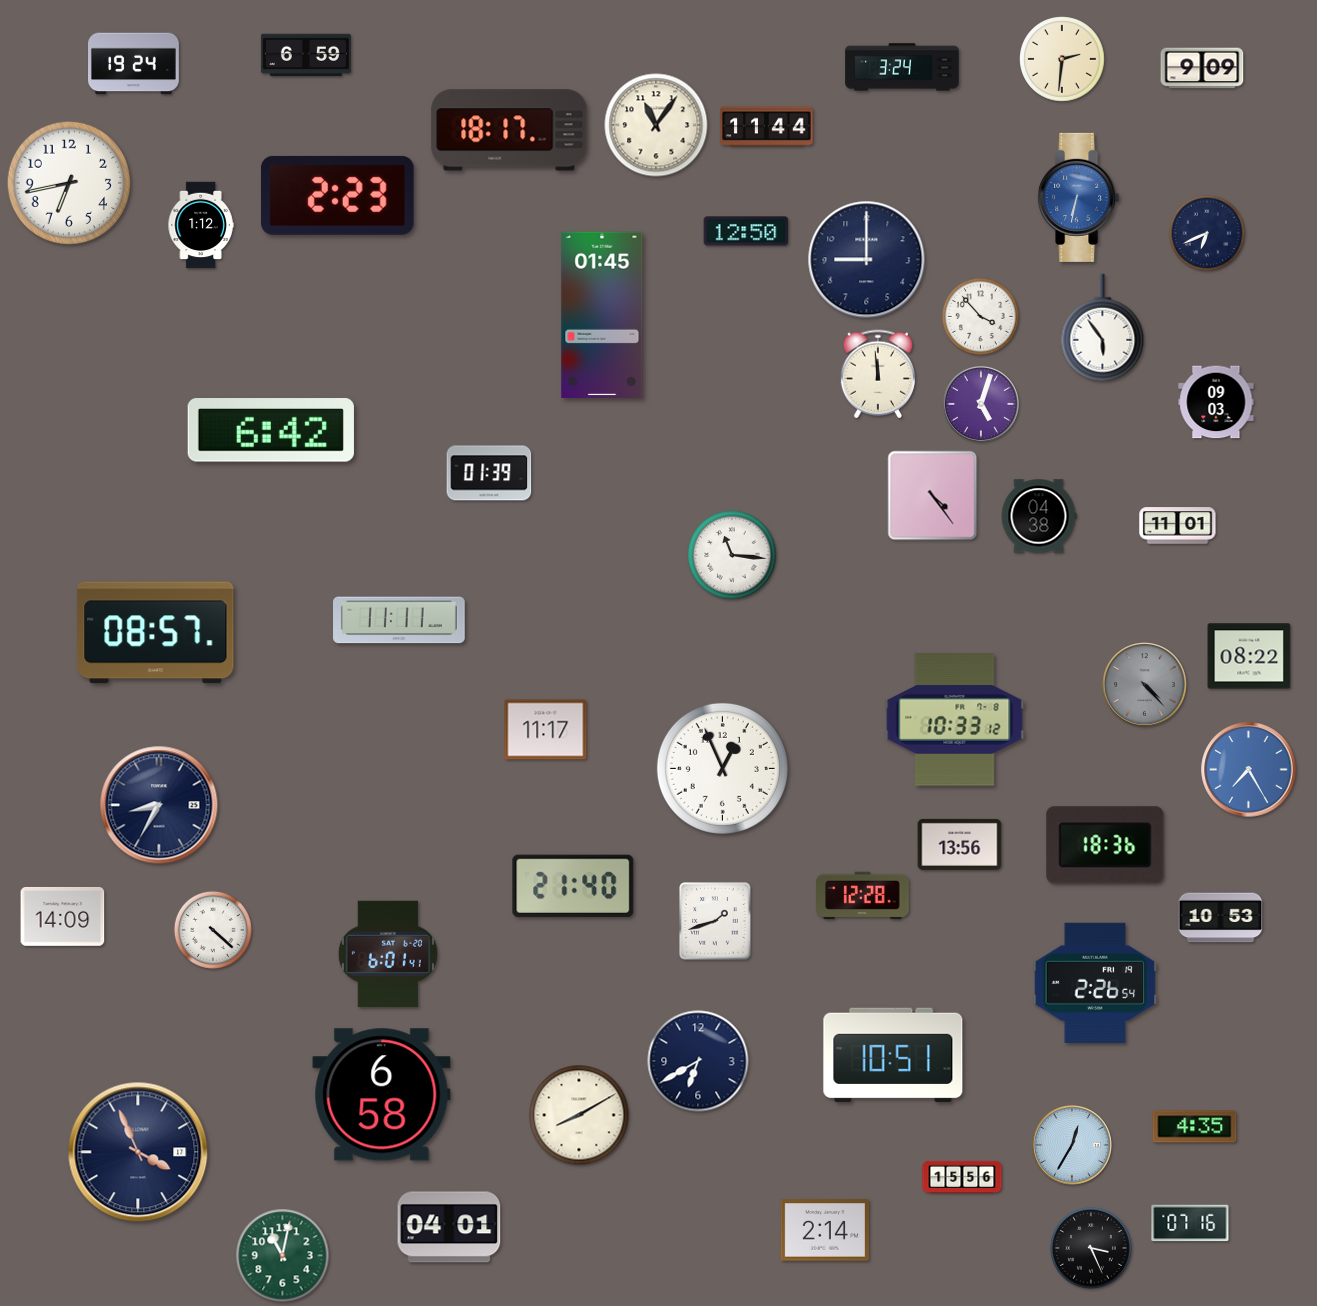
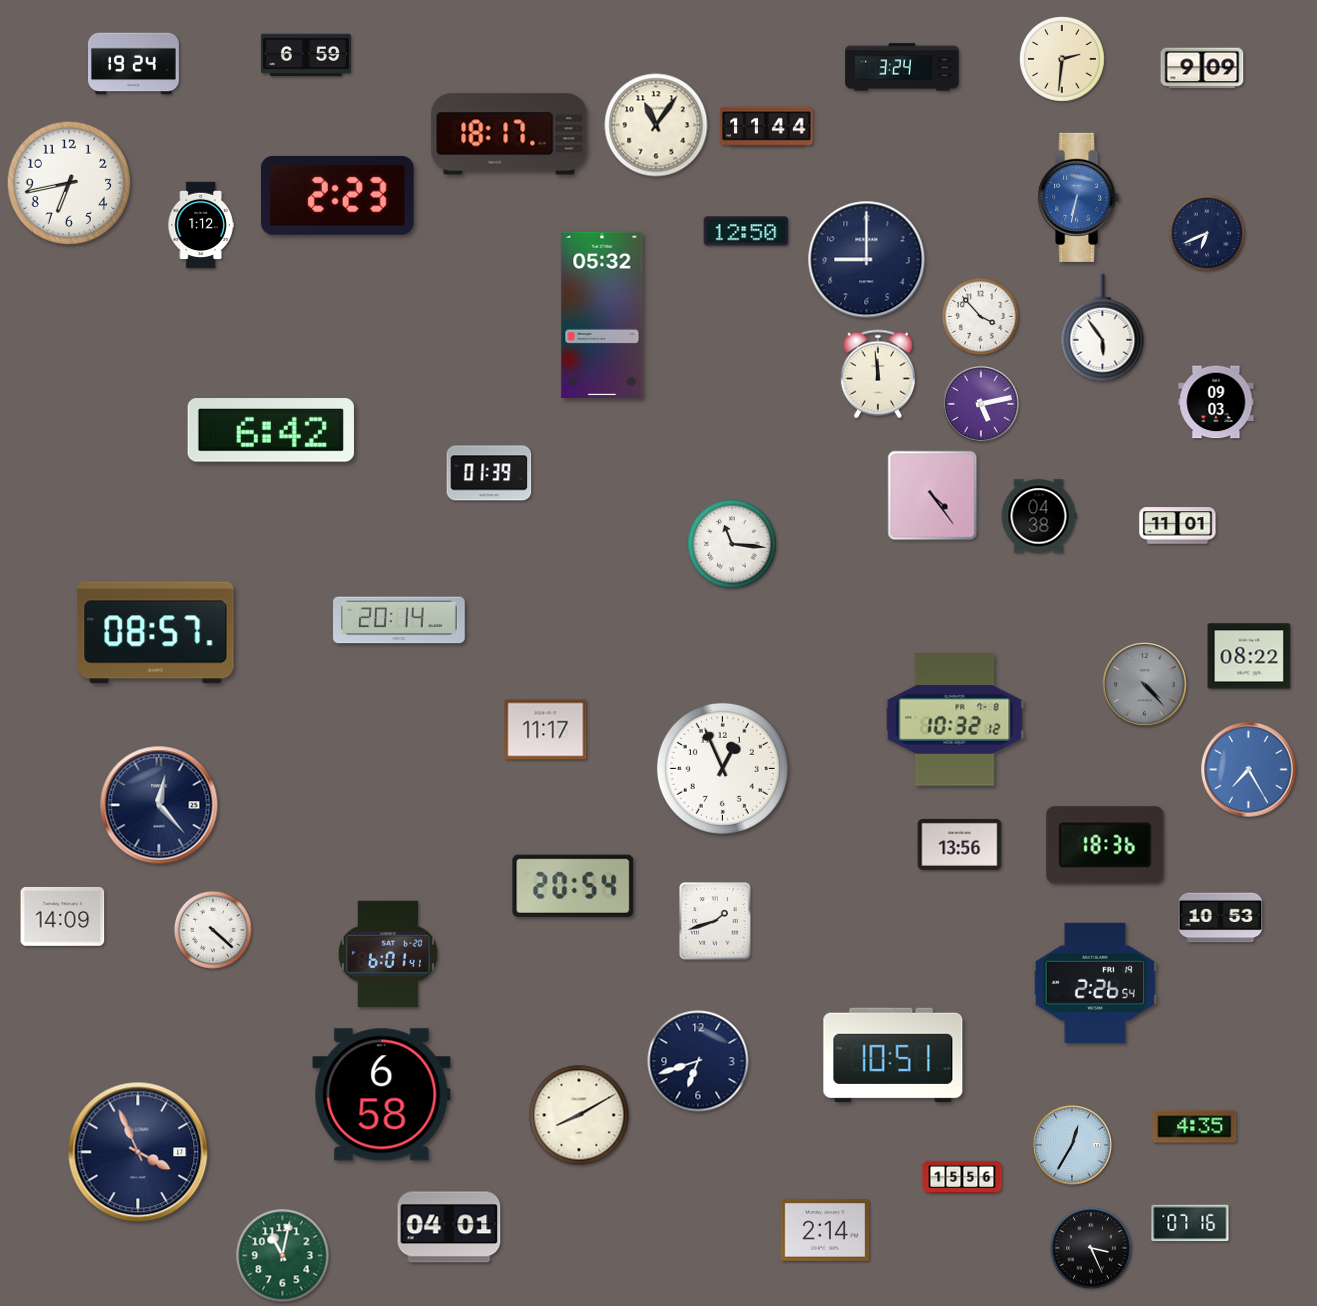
clock at (509, 130) position: (509, 130) -> (509, 134)
clock at (602, 314): 01:45 -> 05:32
clock at (982, 405): 5:03 -> 5:13
clock at (732, 555) position: (732, 555) -> (732, 544)
clock at (400, 620): 11:11 -> 20:14
clock at (955, 720): 10:33 -> 10:32
clock at (159, 805): 8:35 -> 12:23
clock at (573, 886): 21:40 -> 20:54
clock at (863, 896): 12:28 -> none
clock at (698, 1061): 6:40 -> 6:42
